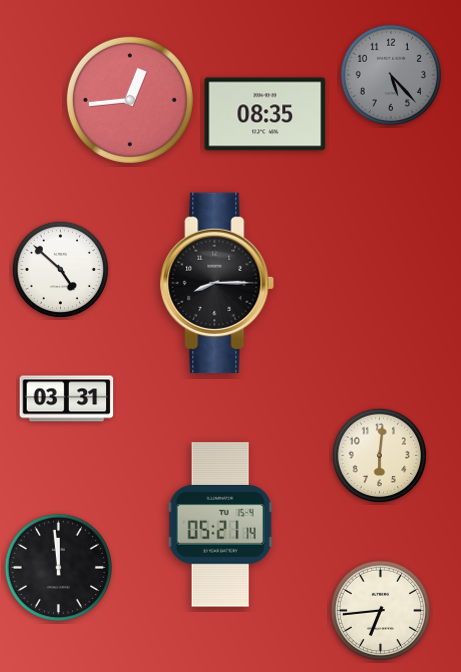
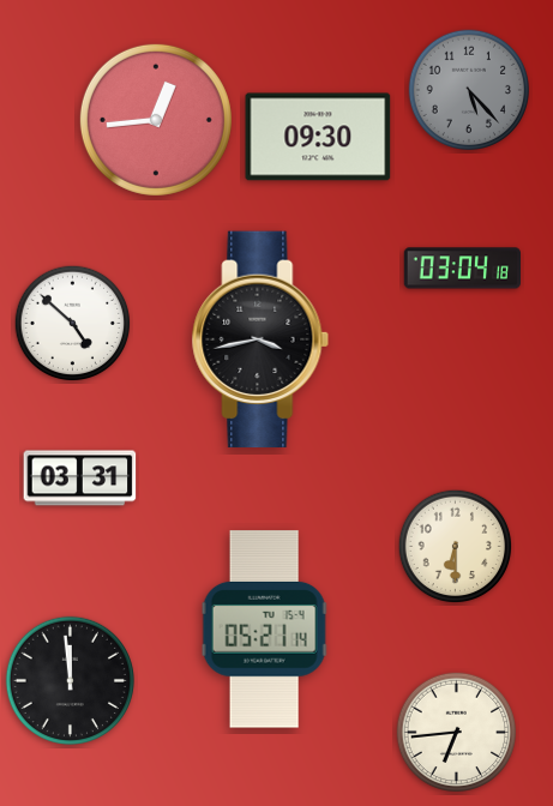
clock at (265, 114): 08:35 -> 09:30
clock at (462, 269): none -> 03:04
clock at (217, 283): 8:15 -> 3:43
clock at (380, 456): 6:01 -> 6:30
